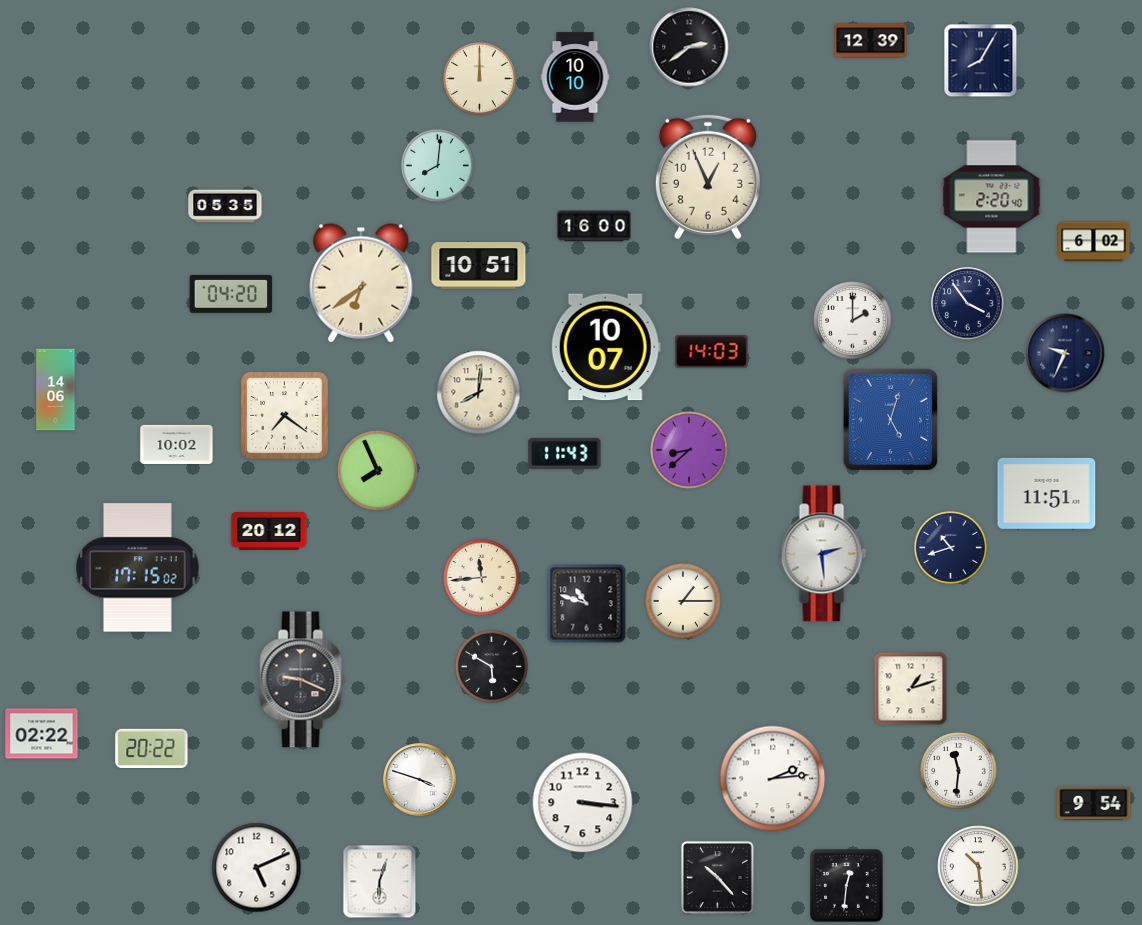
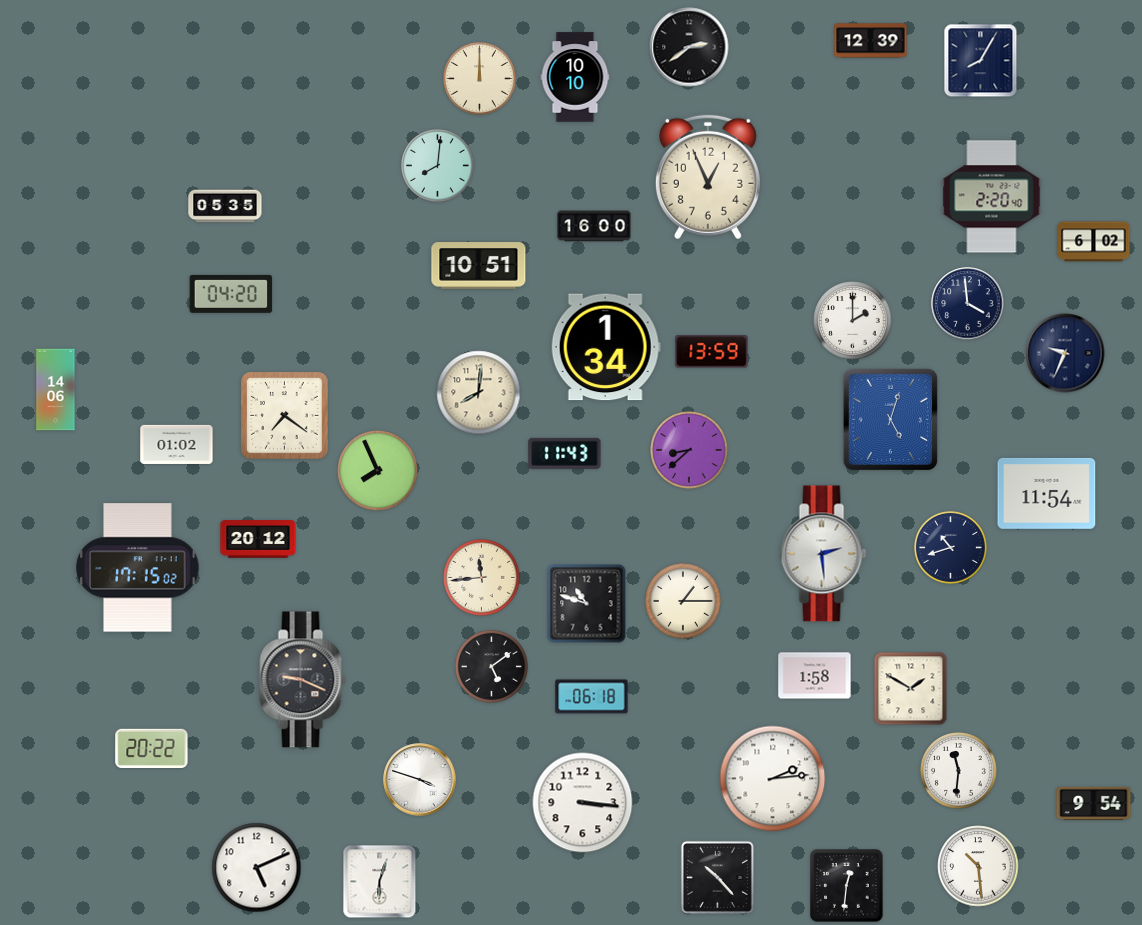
clock at (361, 283): 6:39 -> none
clock at (968, 304): 3:54 -> 3:59
clock at (606, 347): 10:07 -> 1:34
clock at (712, 352): 14:03 -> 13:59
clock at (177, 444): 10:02 -> 01:02
clock at (1047, 493): 11:51 -> 11:54
clock at (269, 531) position: (269, 531) -> (258, 539)
clock at (491, 666): 5:50 -> 5:09
clock at (815, 676): none -> 1:58
clock at (911, 689): 1:12 -> 1:50
clock at (592, 697): none -> 06:18
clock at (42, 734): 02:22 -> none
